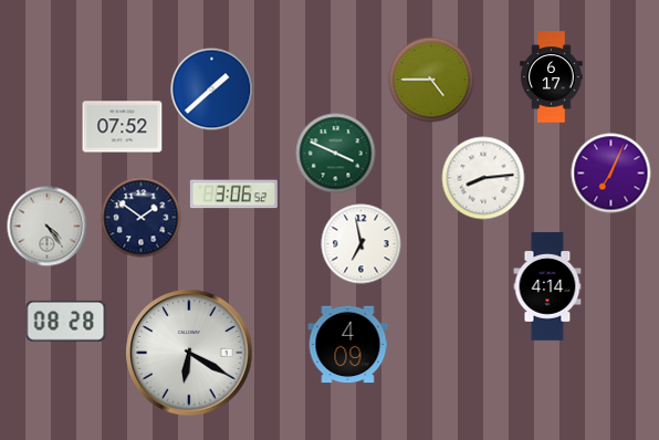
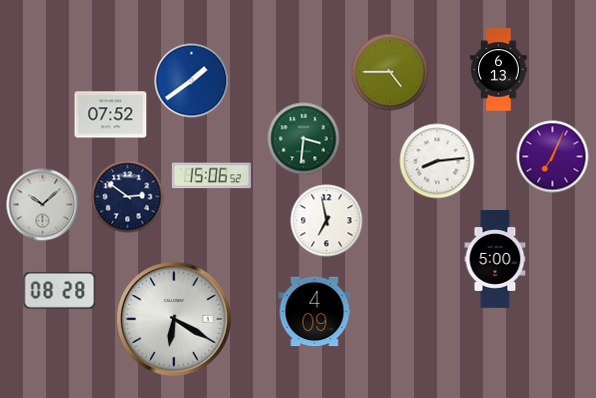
clock at (552, 77): 6:17 -> 6:13
clock at (212, 90): 1:38 -> 1:39
clock at (336, 154): 3:49 -> 3:31
clock at (233, 195): 3:06 -> 15:06
clock at (142, 218): 1:51 -> 2:51
clock at (48, 227): 4:24 -> 10:08
clock at (547, 286): 4:14 -> 5:00
clock at (189, 353) position: (189, 353) -> (174, 319)
